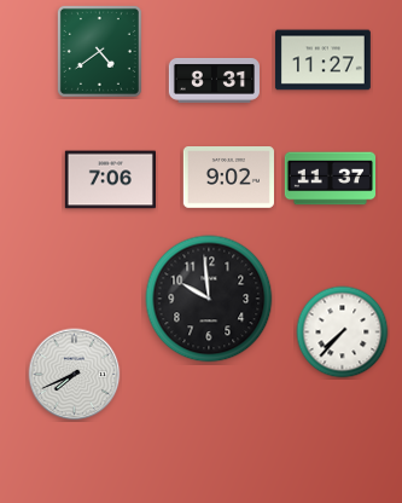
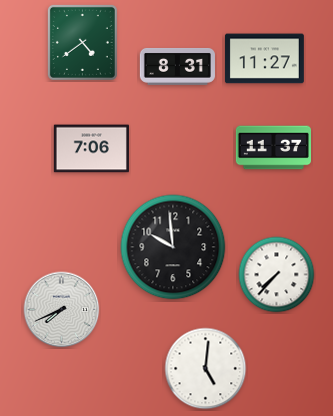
clock at (322, 60) position: (322, 60) -> (264, 59)
clock at (228, 178): 9:02 -> none
clock at (343, 333) position: (343, 333) -> (277, 275)
clock at (206, 369): none -> 5:01
